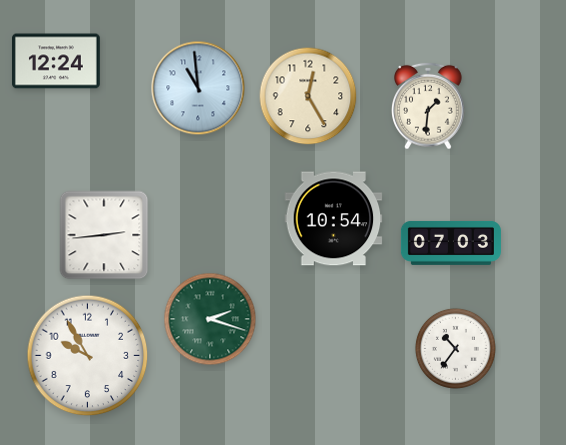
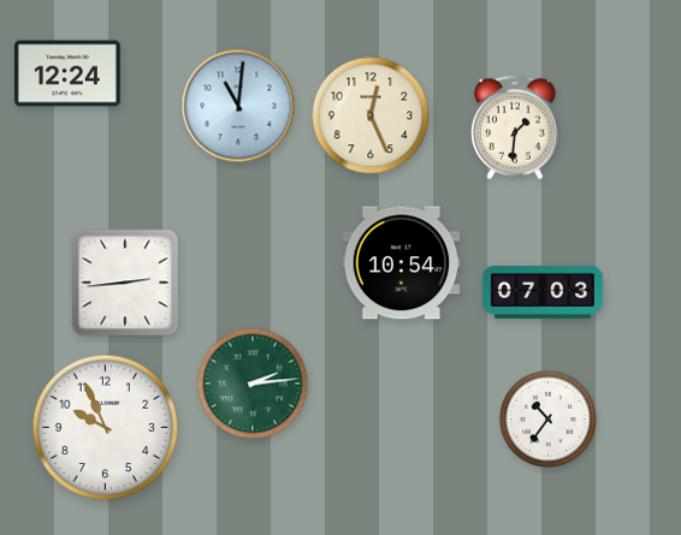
clock at (198, 88): 10:59 -> 11:01
clock at (308, 96): 12:25 -> 12:26
clock at (210, 319): 2:18 -> 2:14
clock at (88, 356): 9:55 -> 9:56
